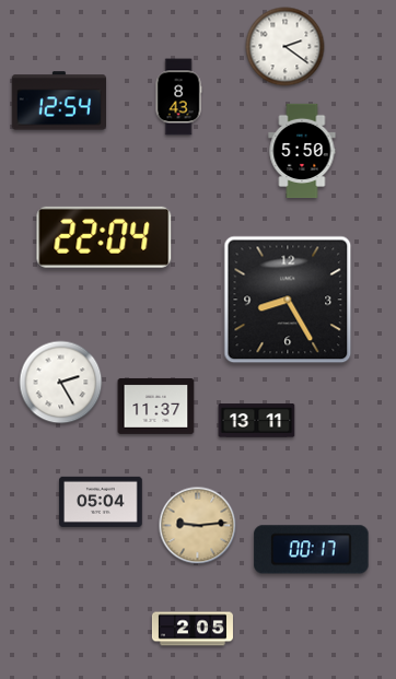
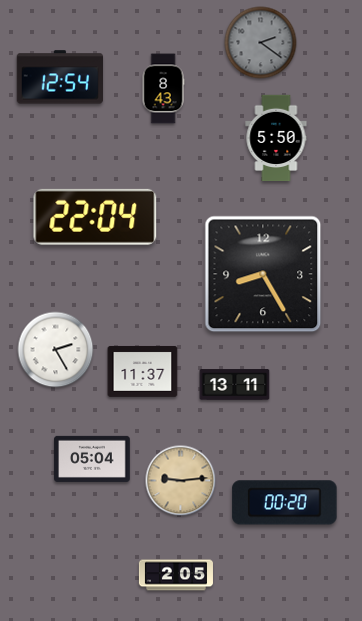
clock at (286, 47) dial: white -> grey
clock at (58, 101) position: (58, 101) -> (59, 77)
clock at (312, 550): 00:17 -> 00:20
